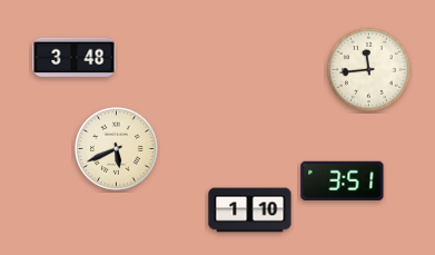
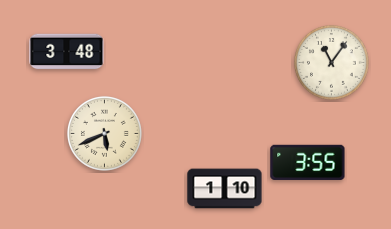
clock at (368, 69): 11:44 -> 11:06
clock at (343, 180): 3:51 -> 3:55
